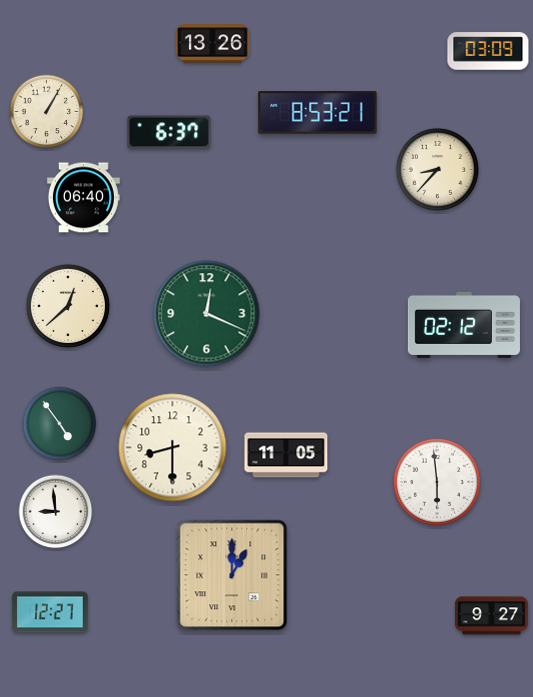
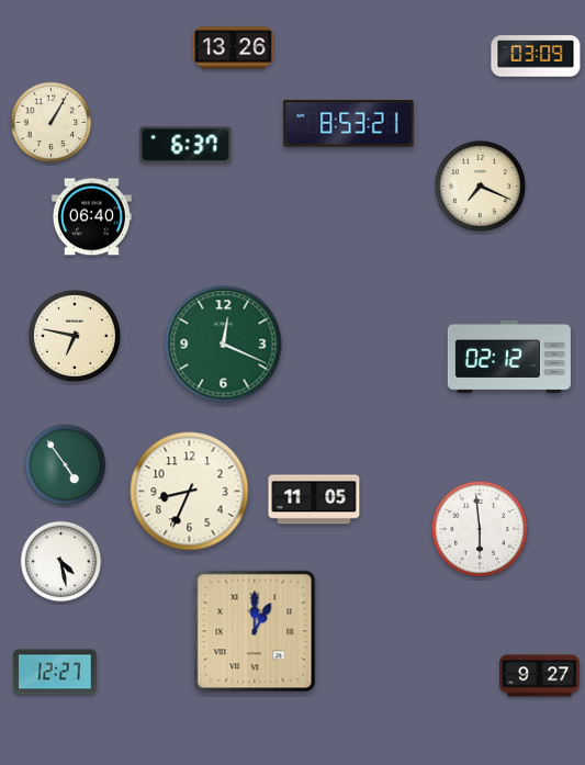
clock at (437, 169): 8:37 -> 7:19
clock at (68, 306): 12:38 -> 6:47
clock at (207, 314) position: (207, 314) -> (224, 345)
clock at (173, 448): 8:30 -> 8:34
clock at (56, 512): 8:59 -> 4:28
